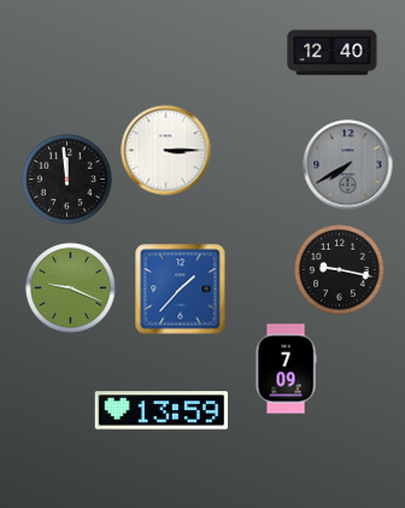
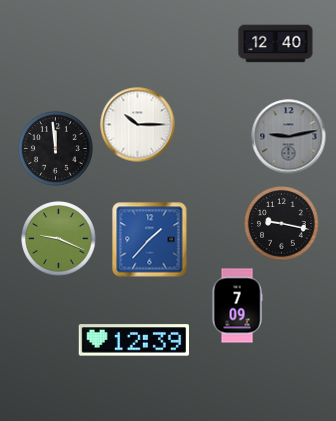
clock at (166, 151): 3:15 -> 10:15
clock at (348, 165): 7:40 -> 9:13
clock at (160, 410): 13:59 -> 12:39
